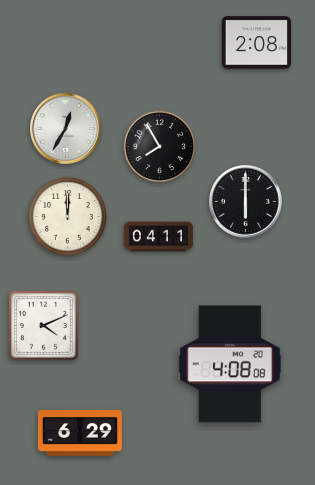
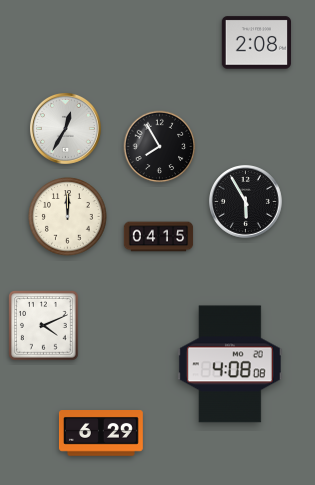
clock at (246, 202): 6:00 -> 5:55
clock at (159, 237): 04:11 -> 04:15
clock at (80, 434) position: (80, 434) -> (101, 434)
